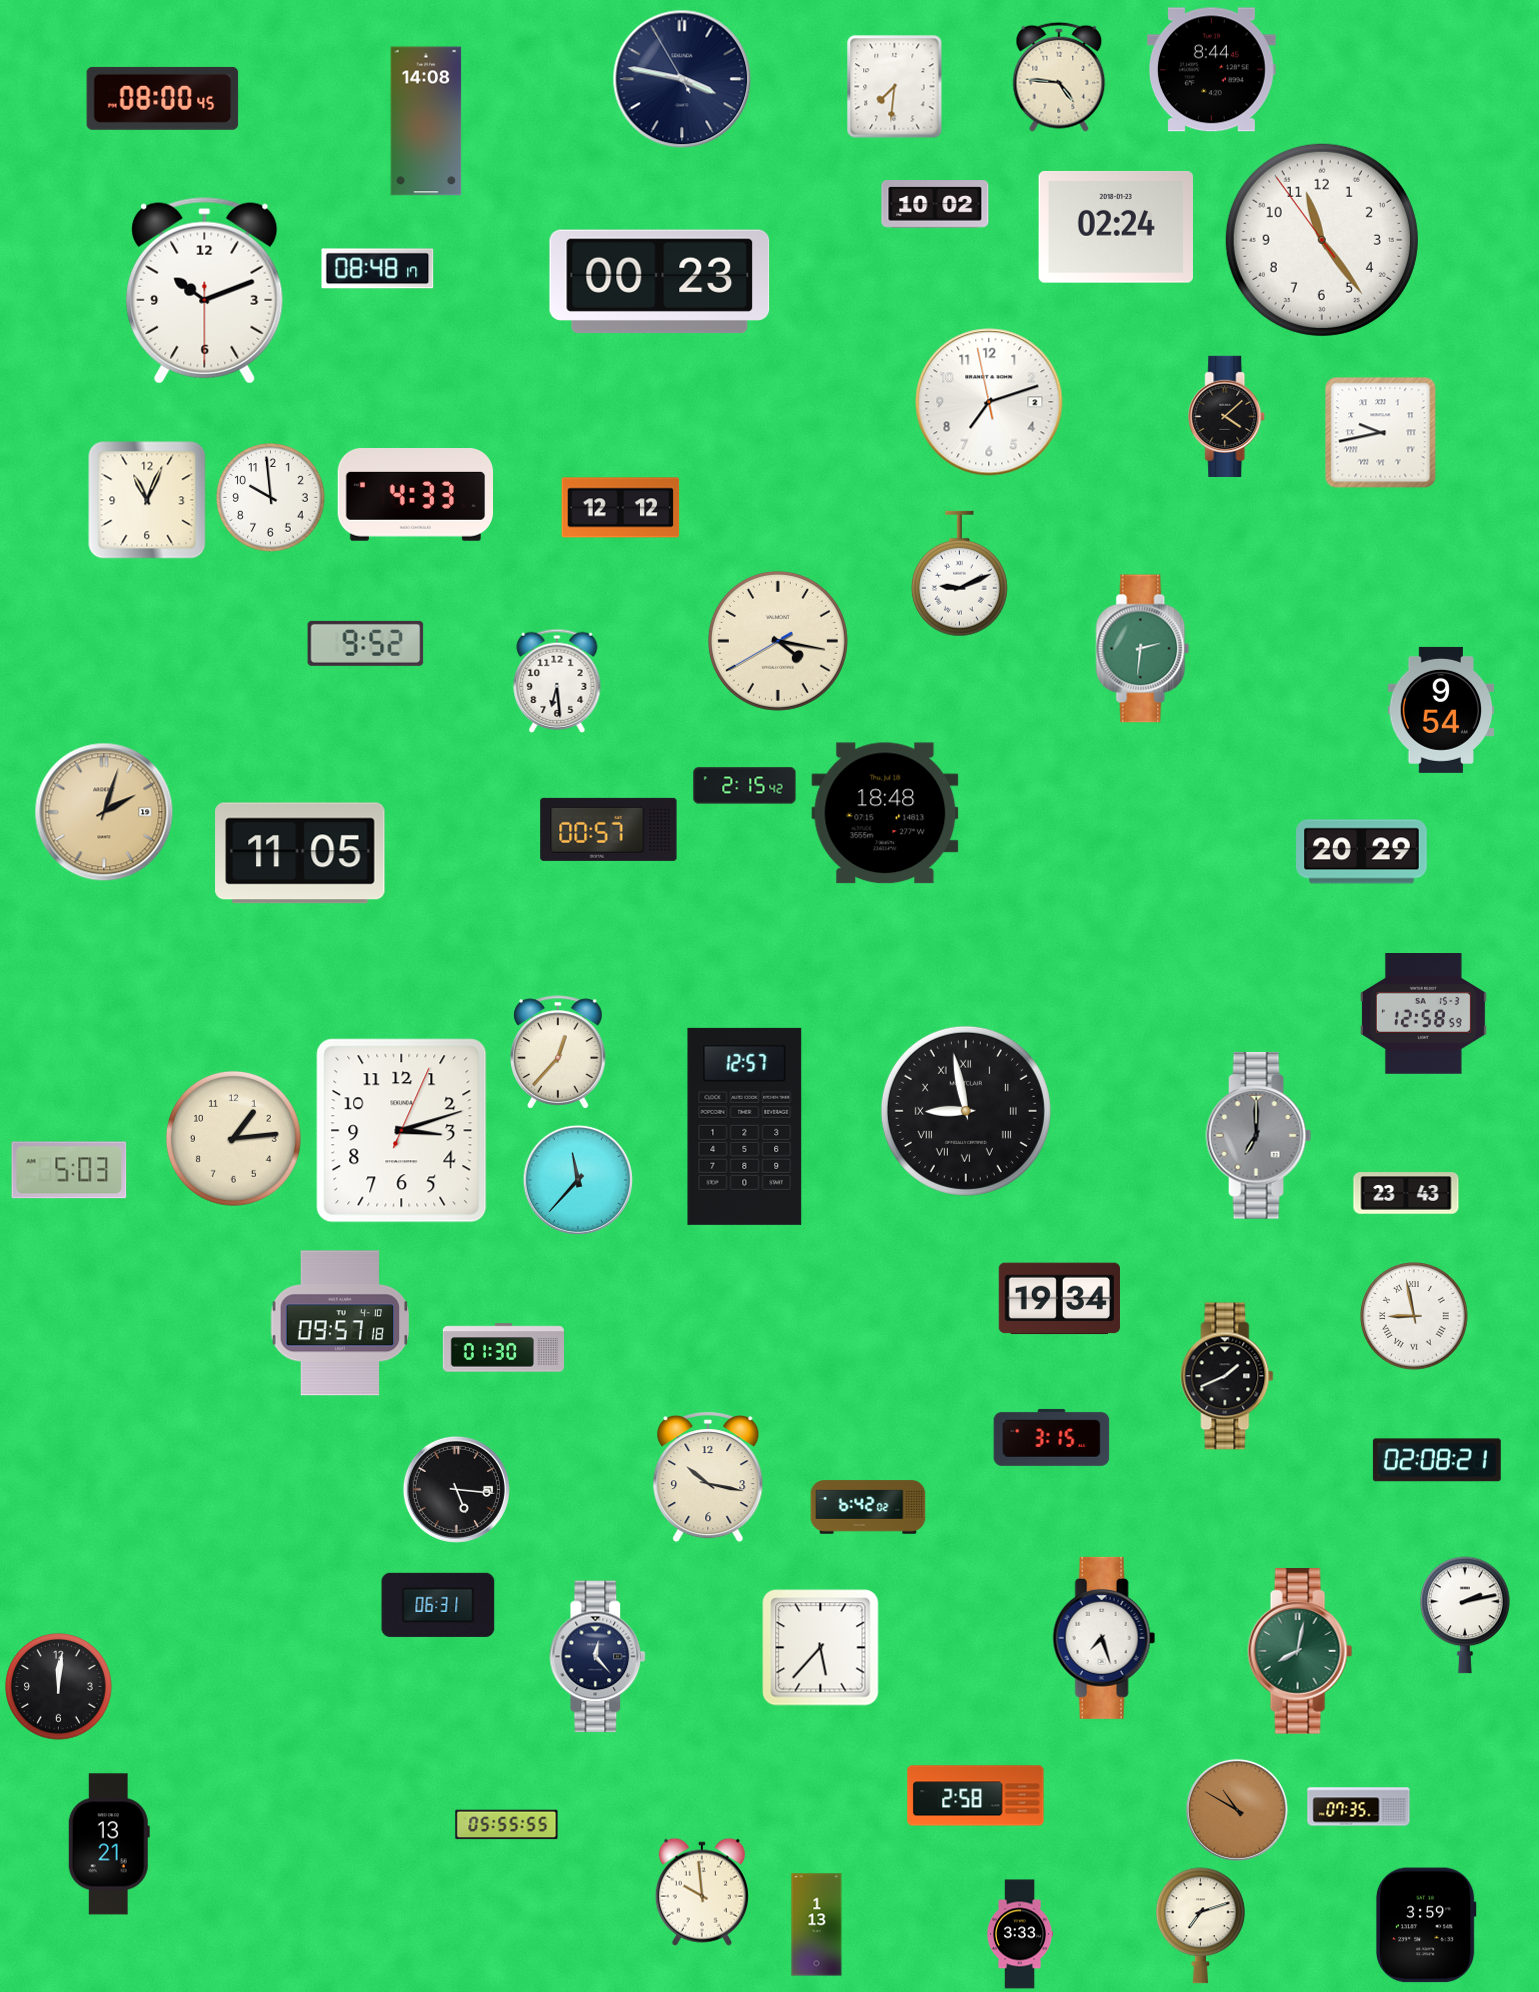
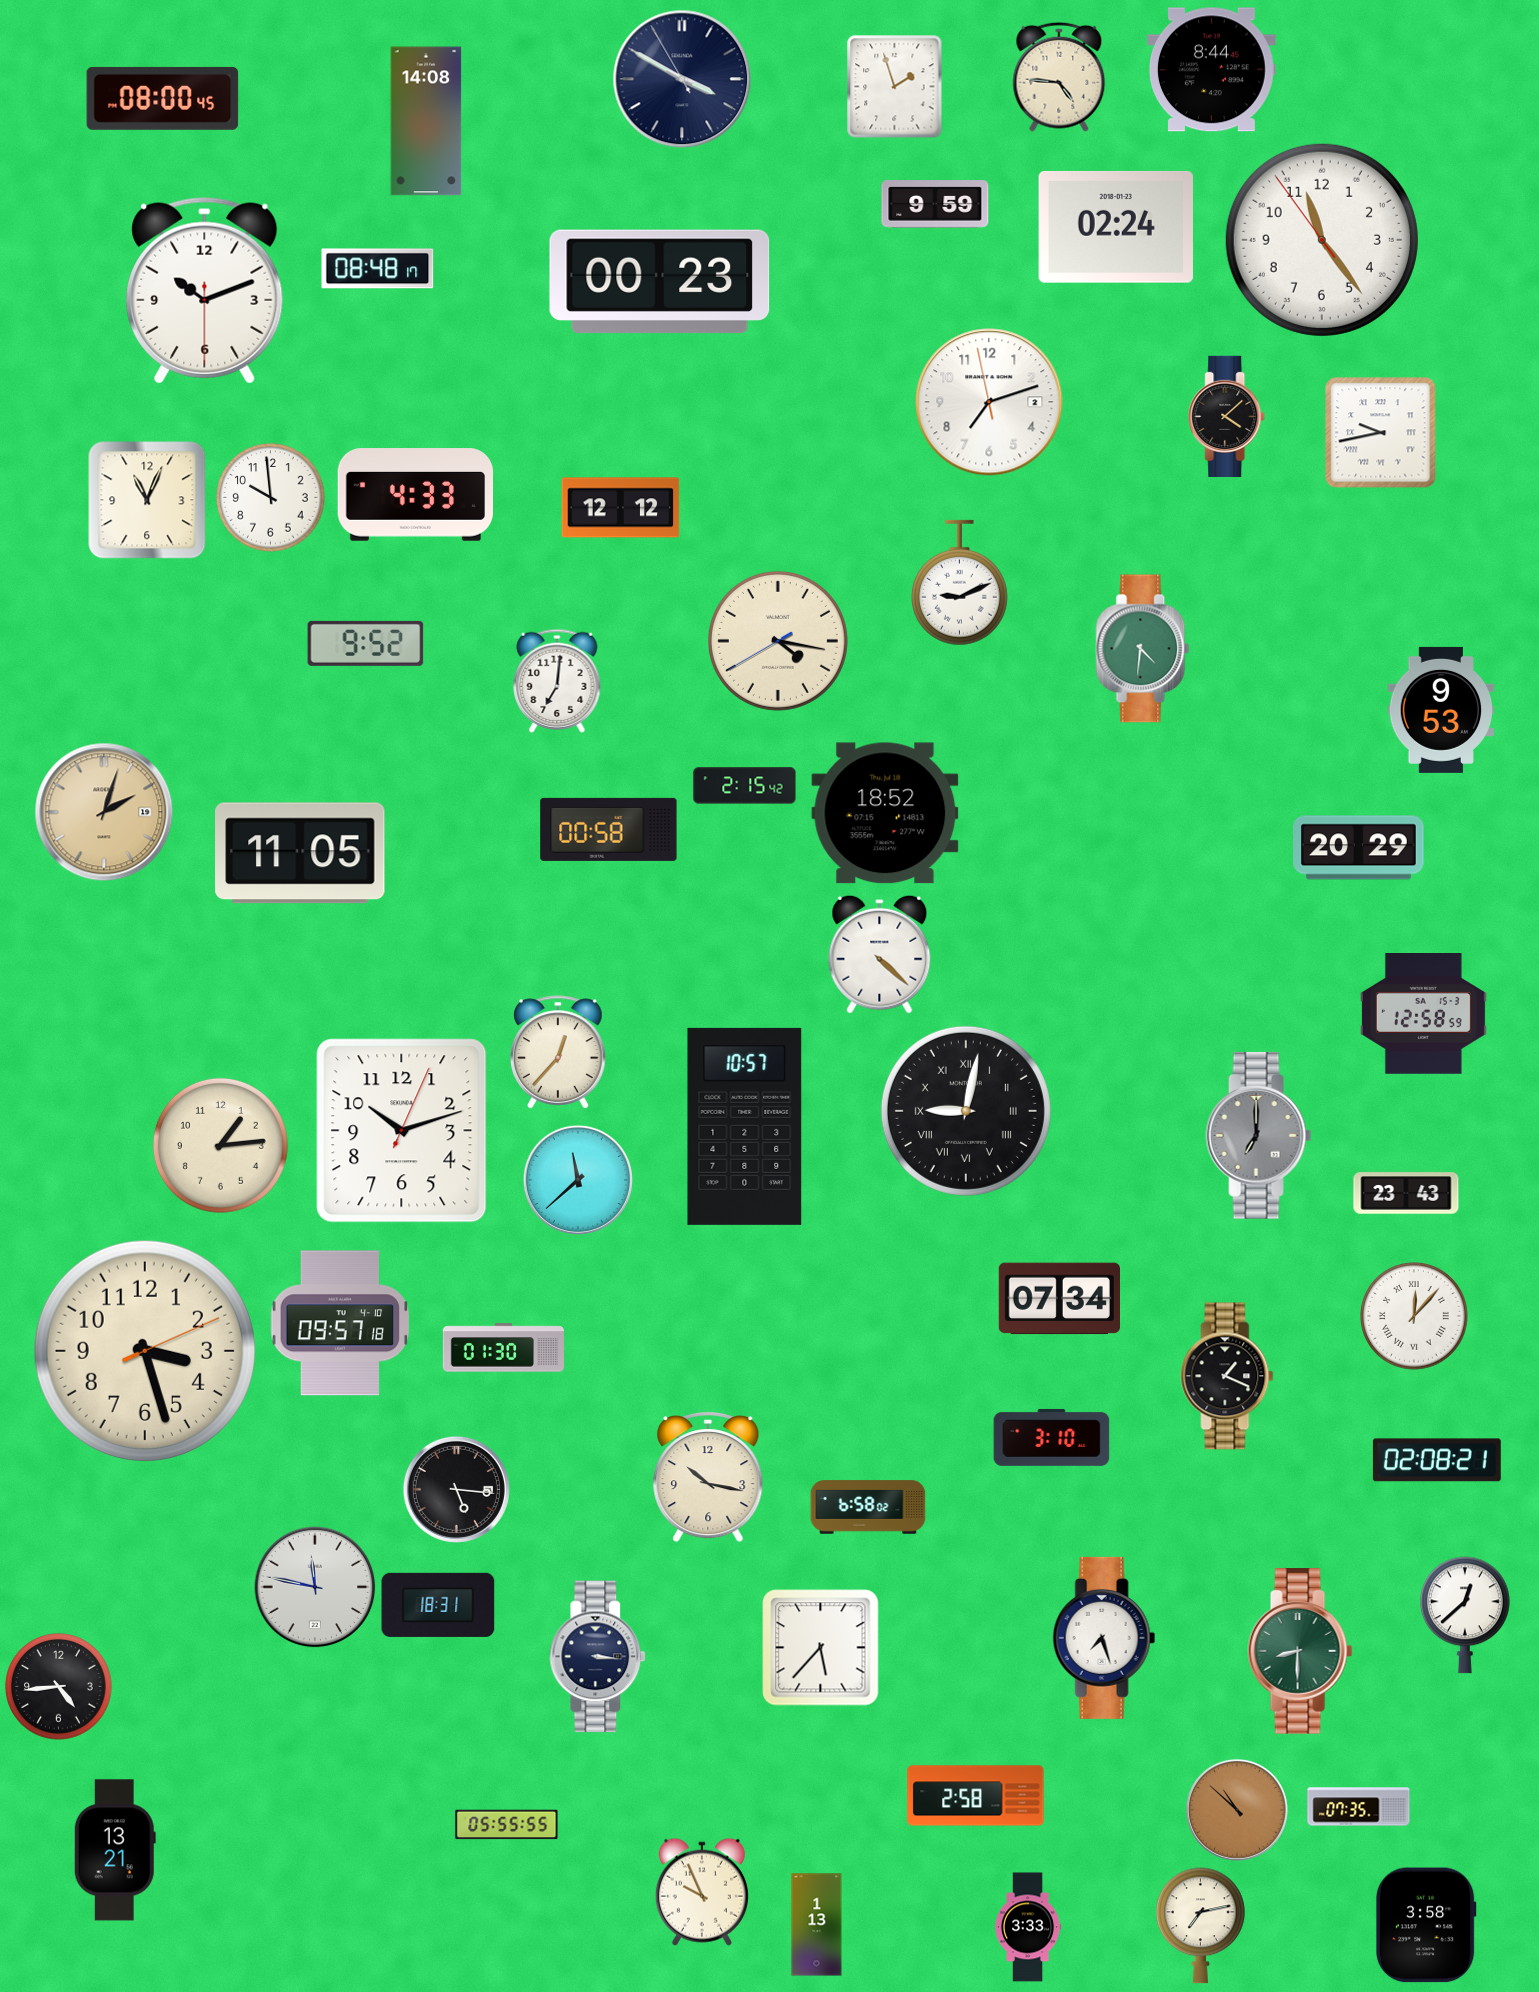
clock at (682, 79): 3:46 -> 3:49
clock at (895, 87): 7:31 -> 1:57
clock at (935, 204): 10:02 -> 9:59
clock at (959, 574) position: (959, 574) -> (959, 583)
clock at (1143, 649): 2:31 -> 4:31
clock at (557, 680): 6:29 -> 7:01
clock at (1441, 710): 9:54 -> 9:53
clock at (885, 813): 18:48 -> 18:52
clock at (609, 829): 00:57 -> 00:58
clock at (1362, 852) position: (1362, 852) -> (1359, 848)
clock at (880, 954): none -> 4:22
clock at (966, 1111): 8:58 -> 9:02
clock at (745, 1126): 12:57 -> 10:57
clock at (402, 1131): 3:12 -> 10:12
clock at (233, 1138) position: (233, 1138) -> (220, 1145)
clock at (69, 1170): 5:03 -> none
clock at (578, 1180): 11:37 -> 11:38
clock at (1059, 1299): 19:34 -> 07:34
clock at (1414, 1316): 8:58 -> 12:07
clock at (145, 1351): none -> 3:27
clock at (1227, 1376): 1:41 -> 1:19
clock at (1052, 1437): 3:15 -> 3:10
clock at (868, 1507): 6:42 -> 6:58
clock at (315, 1587): none -> 11:47
clock at (438, 1605): 06:31 -> 18:31
clock at (1465, 1615): 2:13 -> 12:38
clock at (1300, 1652): 8:02 -> 8:30
clock at (598, 1657): 12:23 -> 3:16
clock at (59, 1687): 12:01 -> 4:44
clock at (1237, 1810): 10:50 -> 10:52
clock at (109, 1844) position: (109, 1844) -> (115, 1850)
clock at (702, 1892): 9:59 -> 9:56
clock at (1426, 1925): 3:59 -> 3:58
clock at (1201, 1926): 7:12 -> 7:13
clock at (1020, 1934) position: (1020, 1934) -> (1028, 1927)
